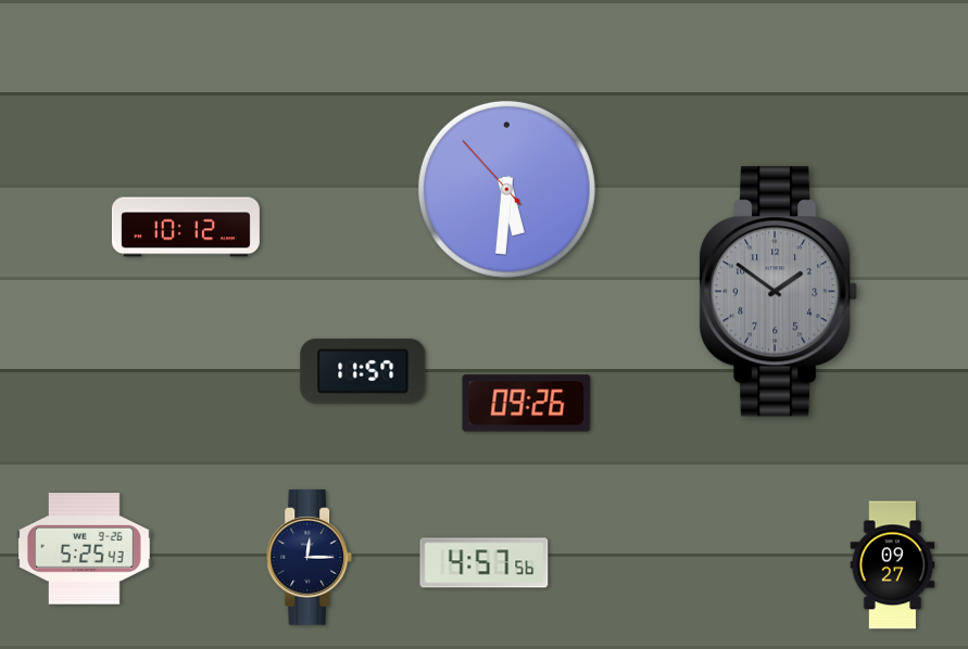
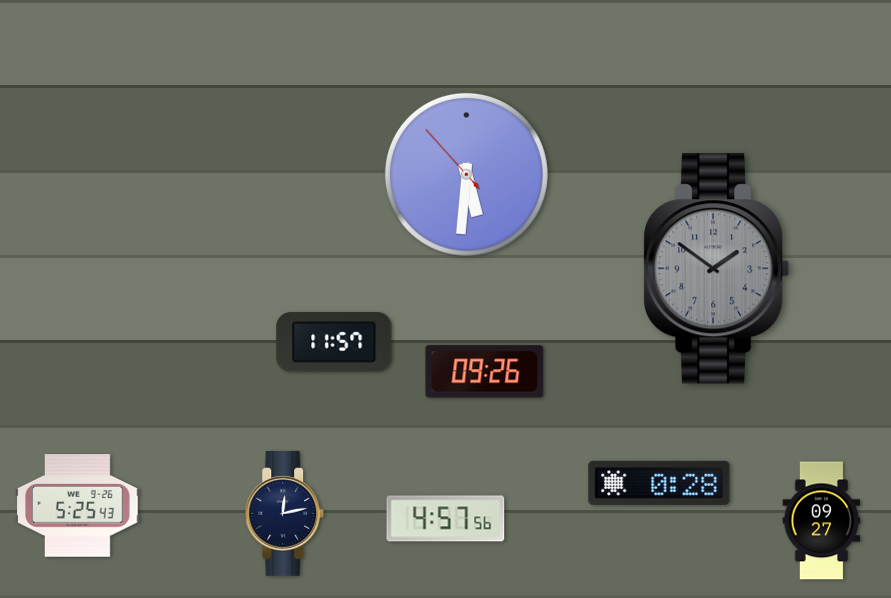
clock at (186, 227): 10:12 -> none
clock at (659, 483): none -> 0:28
clock at (310, 558): 12:15 -> 12:13
